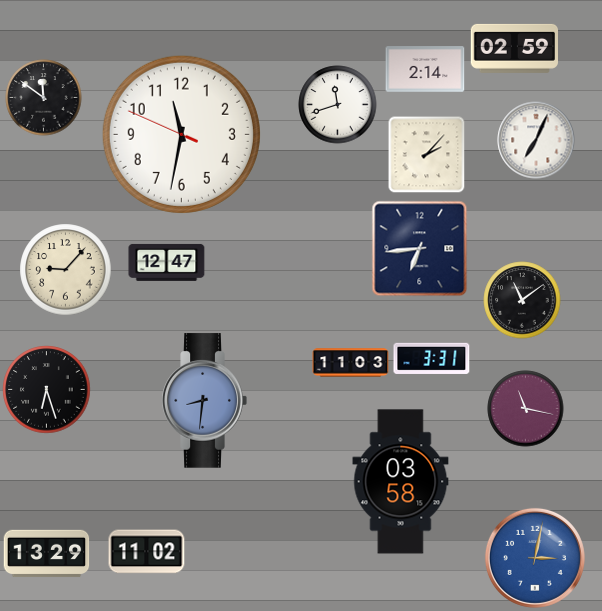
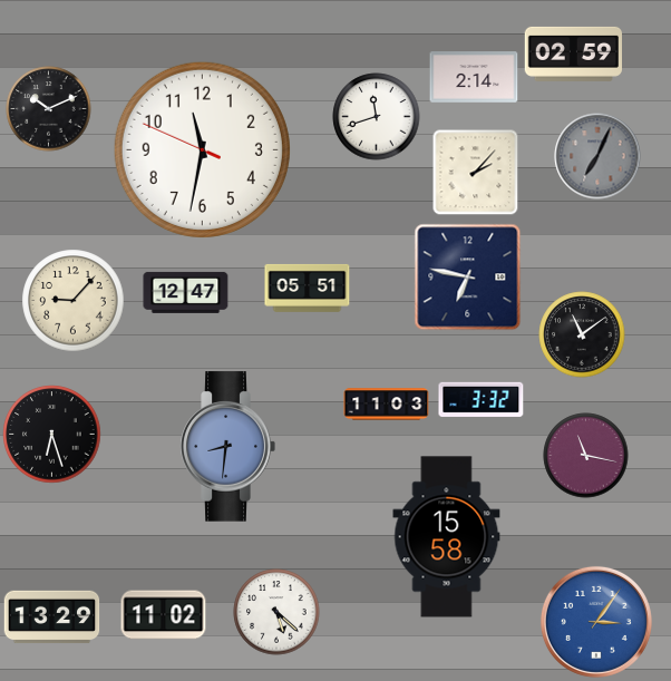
clock at (44, 98): 11:51 -> 10:11
clock at (536, 140) dial: white -> grey
clock at (420, 249): 6:44 -> 6:47
clock at (308, 288): none -> 05:51
clock at (432, 358): 3:31 -> 3:32
clock at (351, 363) position: (351, 363) -> (387, 405)
clock at (401, 482): 03:58 -> 15:58
clock at (276, 612): none -> 5:22
clock at (535, 558): 3:02 -> 3:06
